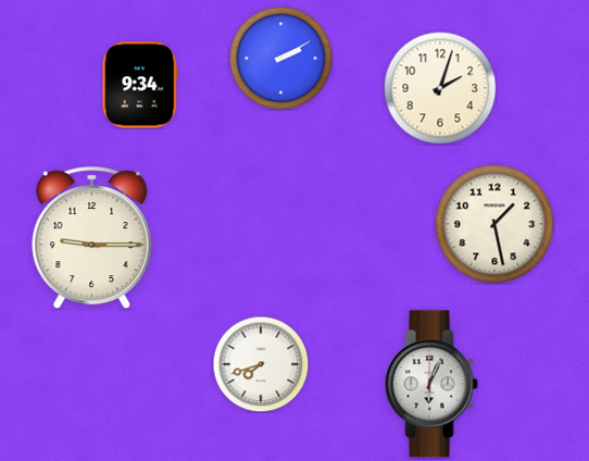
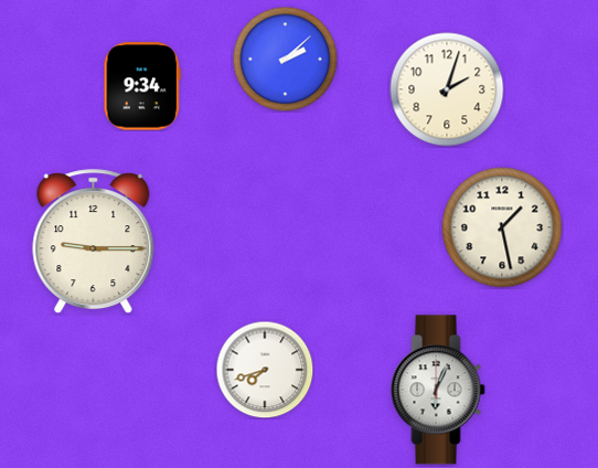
clock at (280, 58): 2:10 -> 2:08
